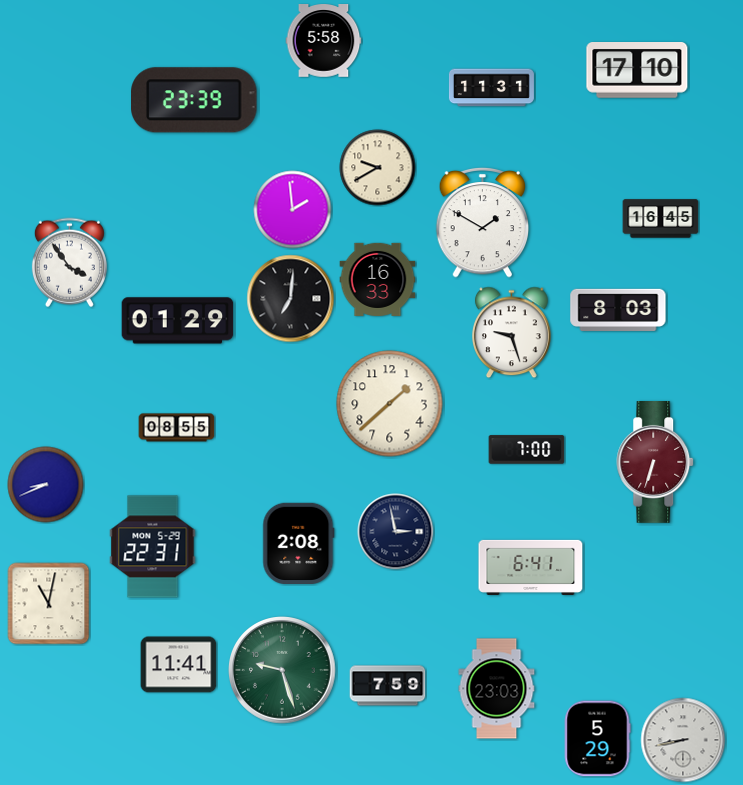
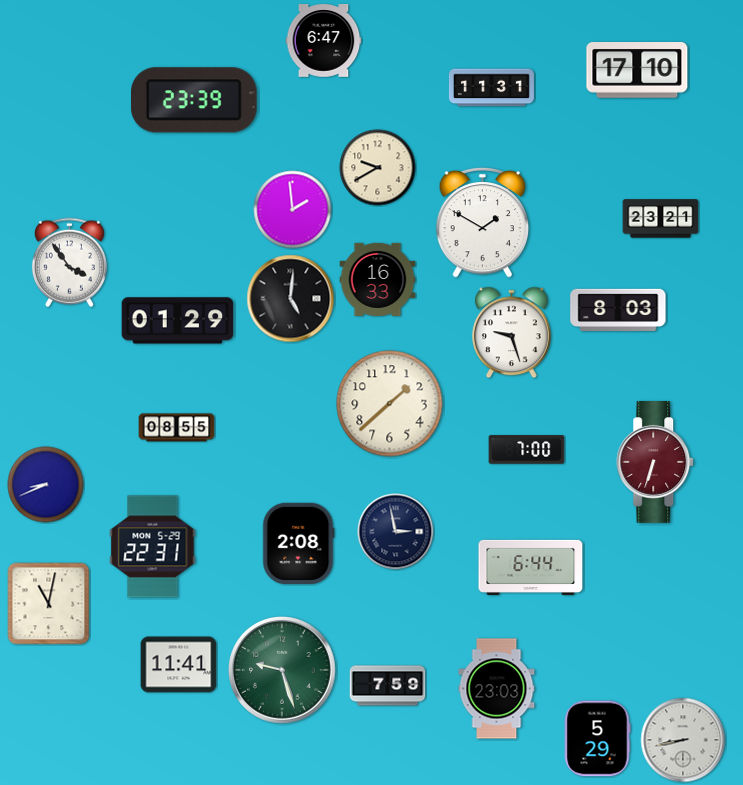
clock at (324, 41): 5:58 -> 6:47
clock at (661, 219): 16:45 -> 23:21
clock at (291, 299): 7:01 -> 5:01
clock at (531, 567): 6:41 -> 6:44
